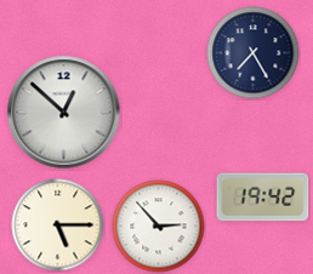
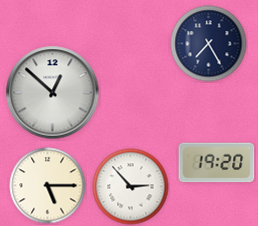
clock at (263, 198): 19:42 -> 19:20
